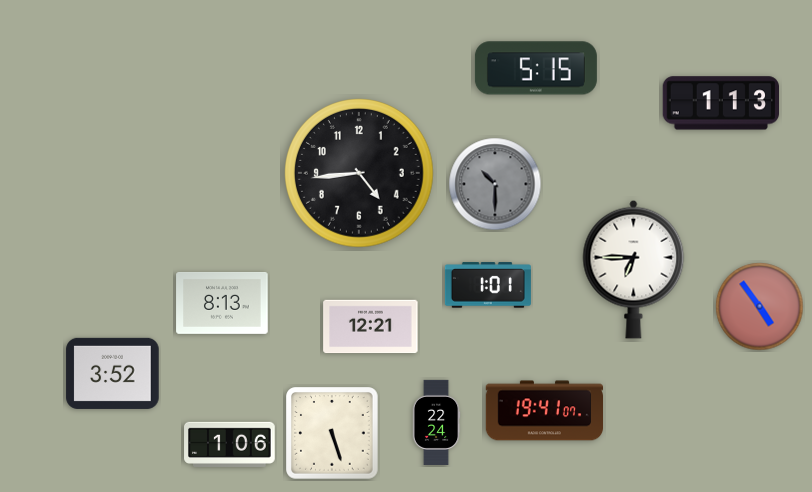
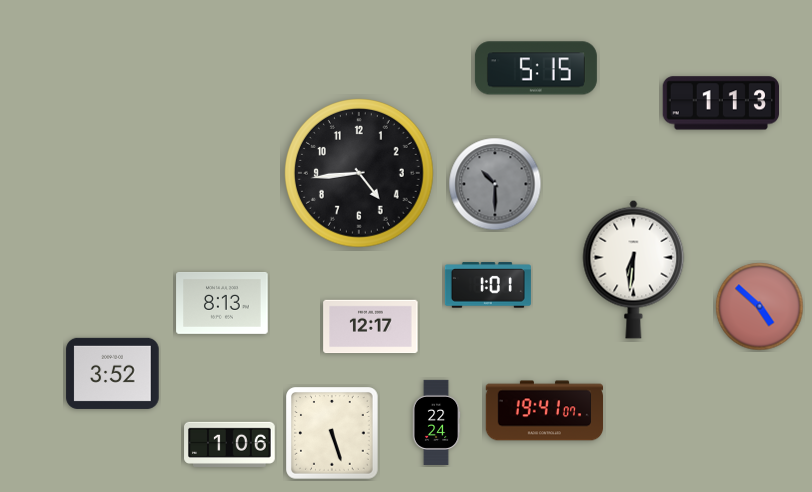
clock at (634, 269): 6:45 -> 6:31
clock at (760, 307): 4:54 -> 4:52
clock at (371, 327): 12:21 -> 12:17
